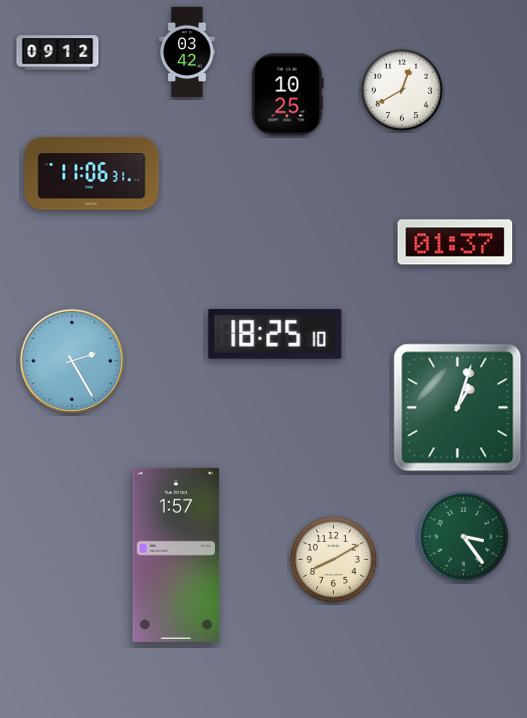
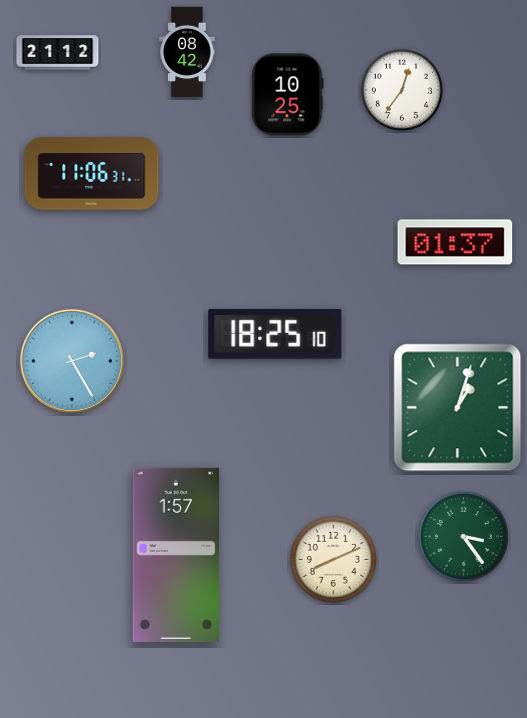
clock at (187, 52): 03:42 -> 08:42
clock at (58, 53): 09:12 -> 21:12
clock at (402, 90): 12:40 -> 12:36
clock at (333, 559): 8:10 -> 8:11
